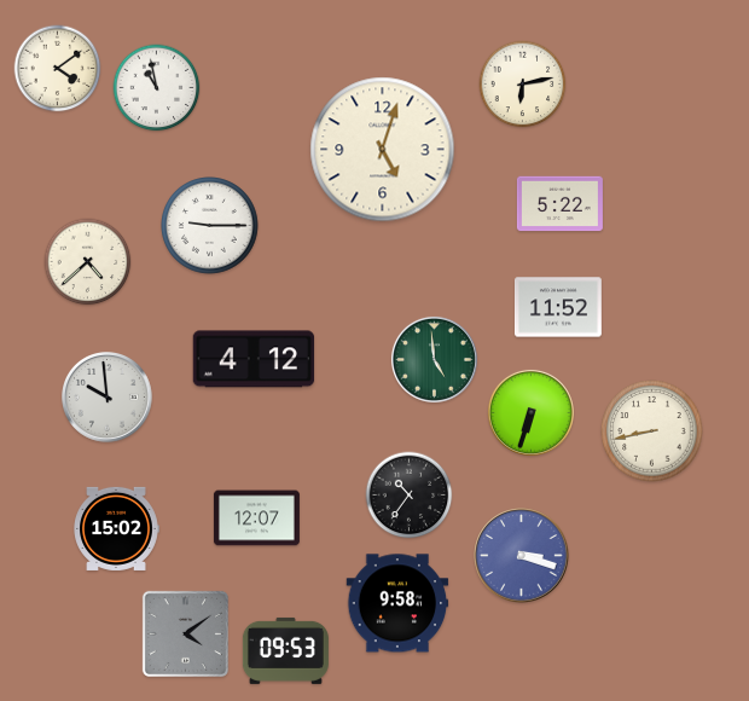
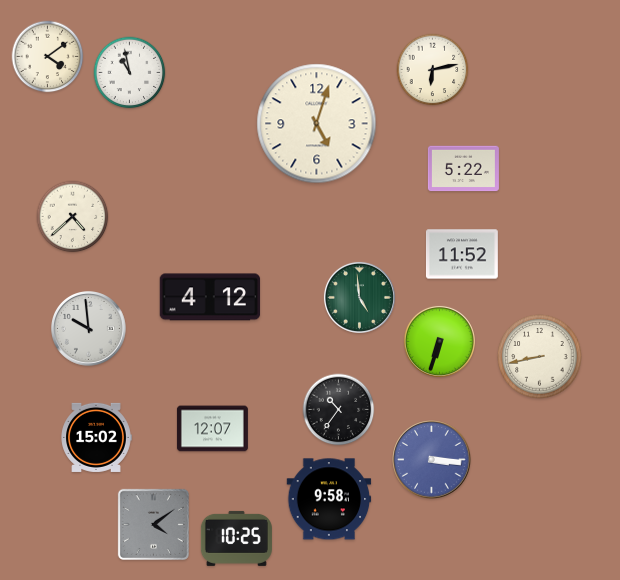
clock at (210, 226): 9:15 -> none
clock at (522, 556): 3:18 -> 3:16
clock at (285, 650): 09:53 -> 10:25
